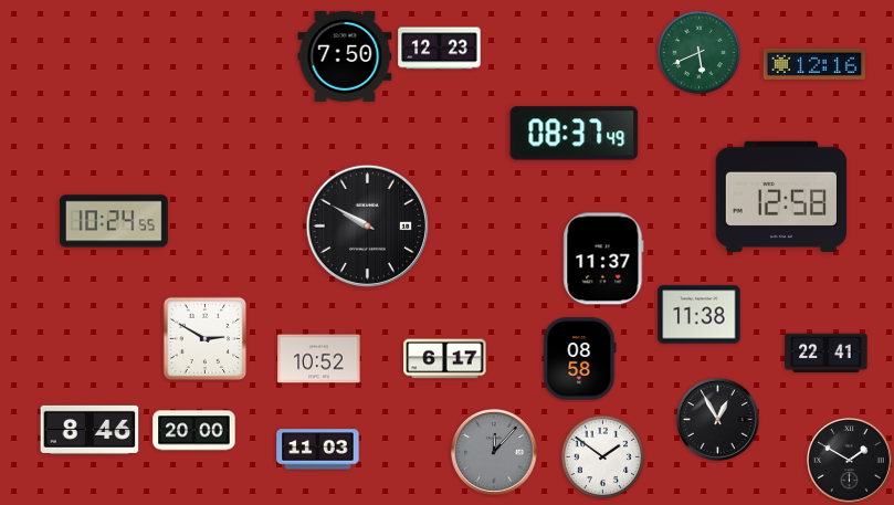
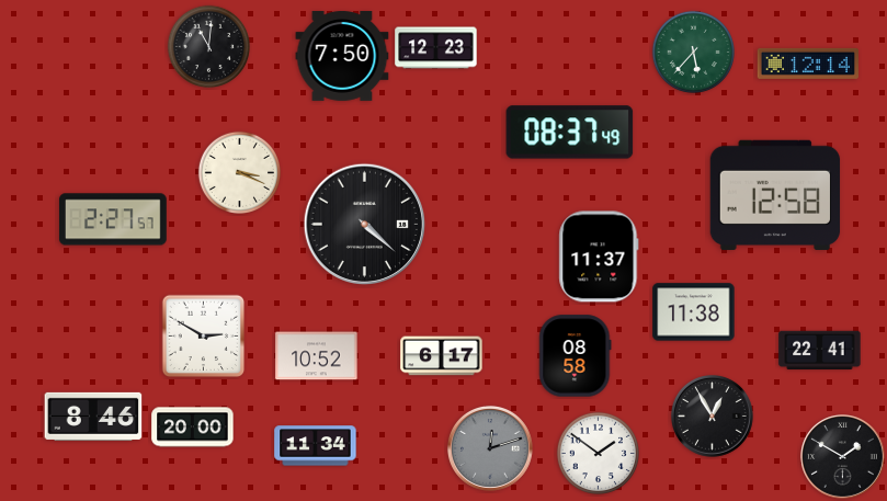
clock at (208, 46): none -> 11:01
clock at (698, 52): 5:41 -> 5:37
clock at (813, 64): 12:16 -> 12:14
clock at (239, 172): none -> 3:19
clock at (114, 221): 10:24 -> 2:27
clock at (367, 225): 9:50 -> 4:22
clock at (90, 430) position: (90, 430) -> (93, 417)
clock at (318, 450): 11:03 -> 11:34
clock at (494, 452): 12:07 -> 12:12
